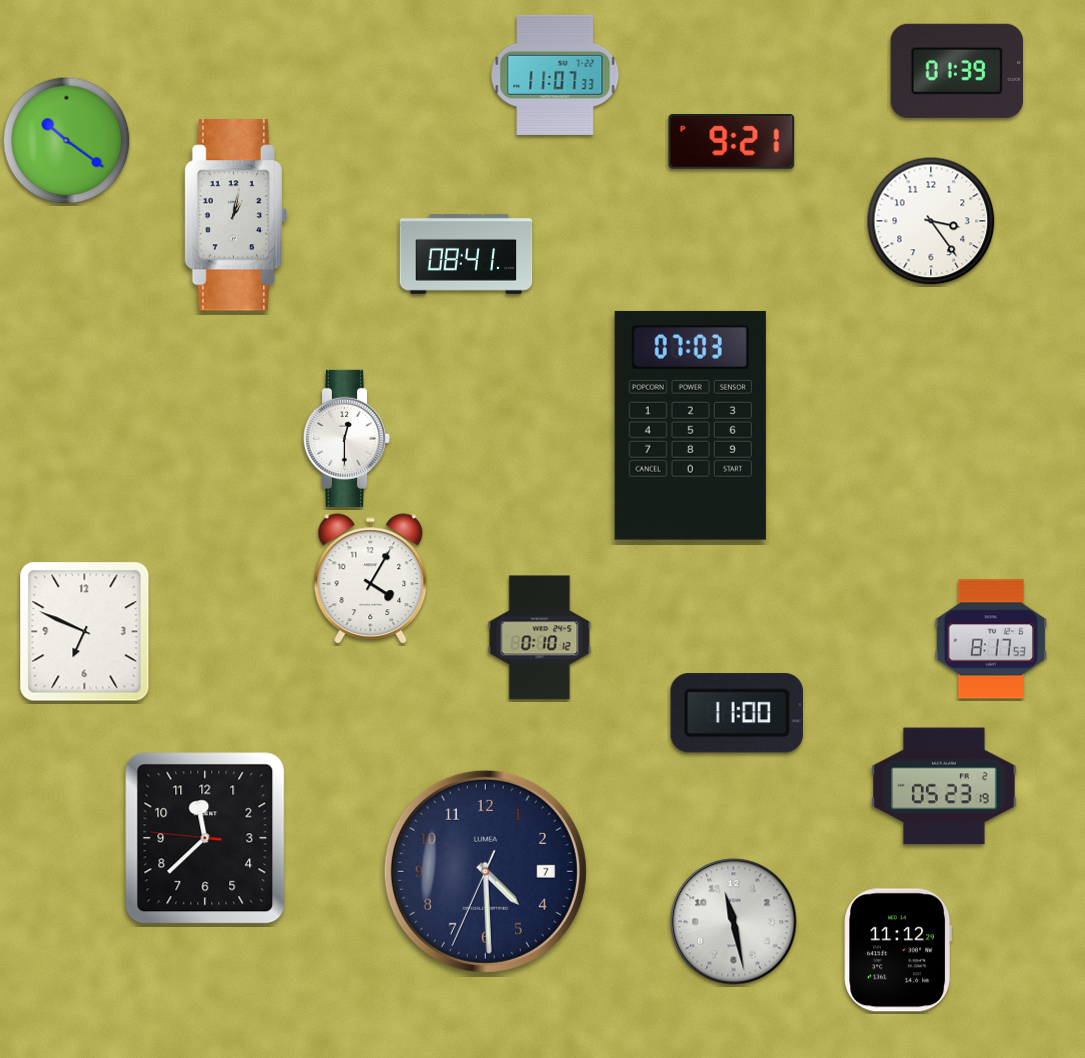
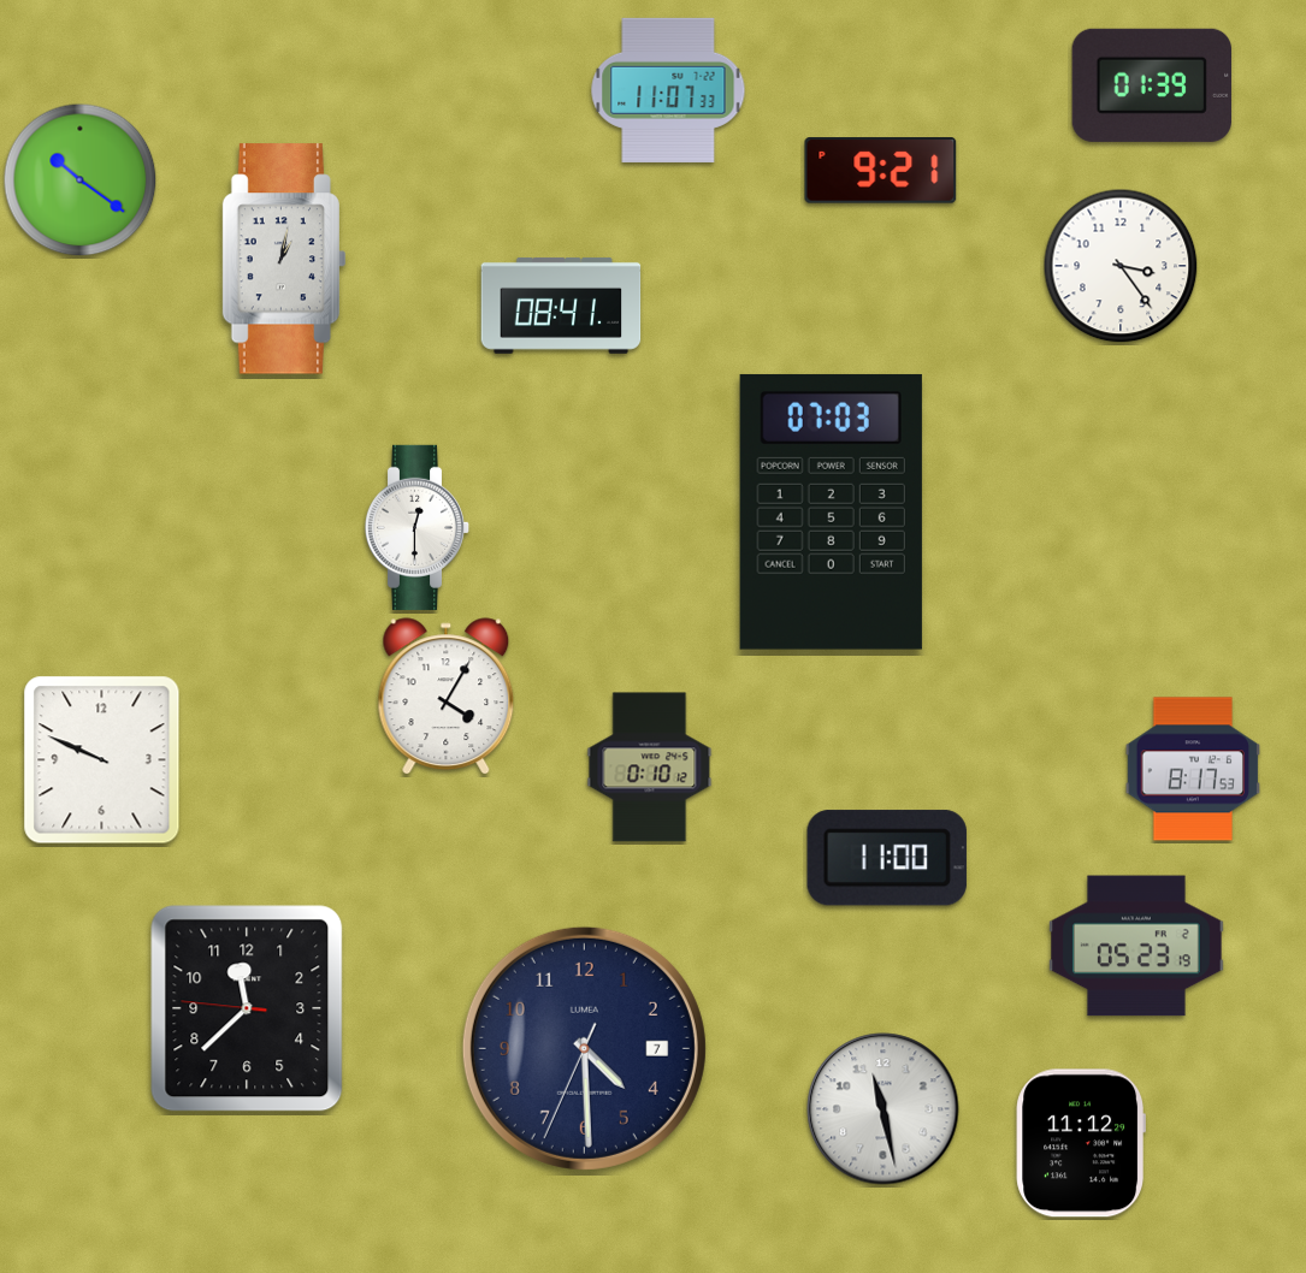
clock at (67, 141) position: (67, 141) -> (81, 180)
clock at (85, 632): 6:49 -> 9:49
